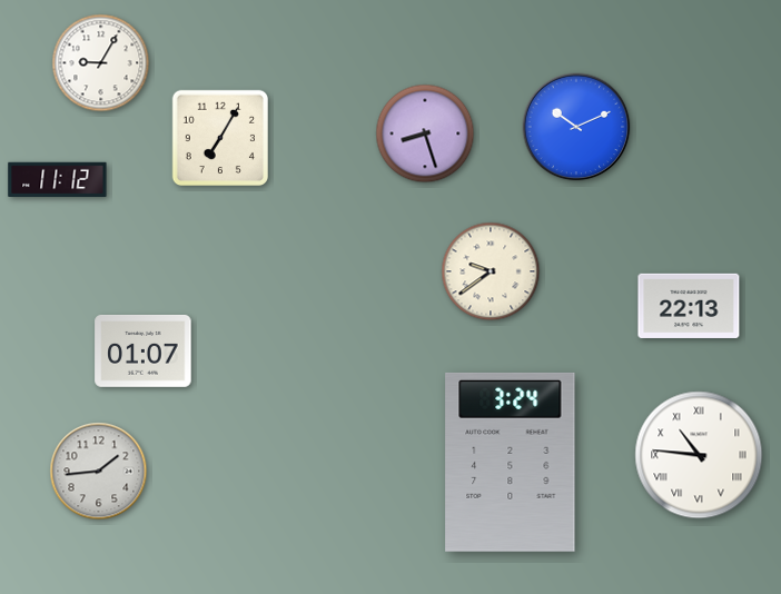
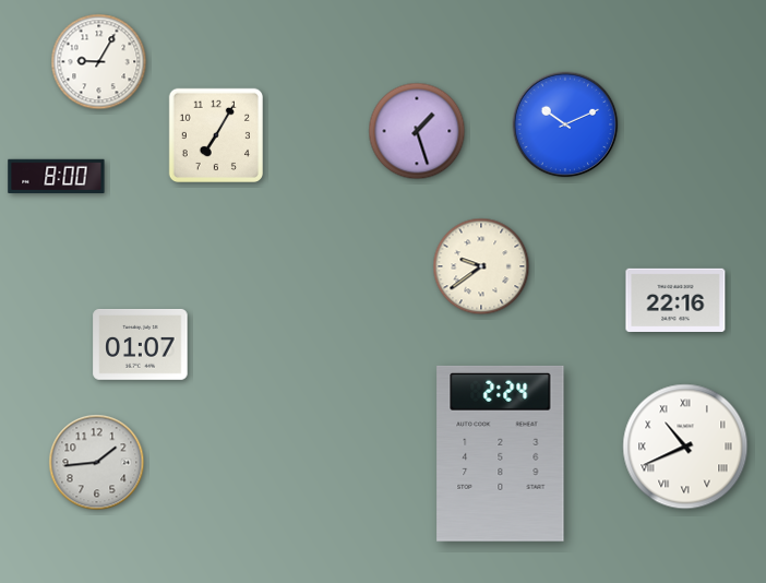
clock at (425, 133): 8:27 -> 1:27
clock at (58, 180): 11:12 -> 8:00
clock at (689, 306): 22:13 -> 22:16
clock at (699, 455): 10:46 -> 10:41
clock at (511, 462): 3:24 -> 2:24
